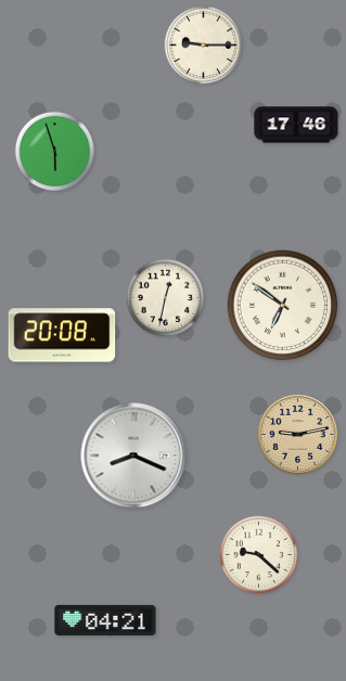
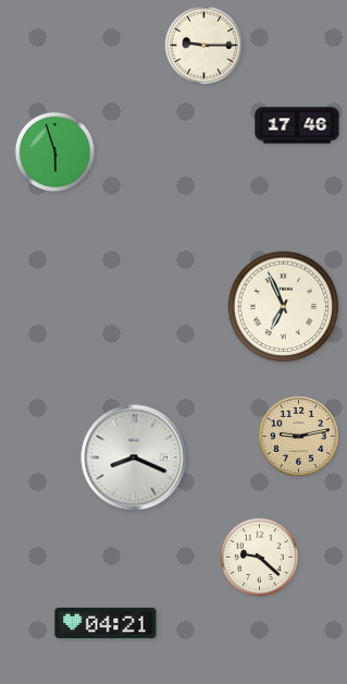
clock at (166, 298): 12:32 -> none
clock at (283, 306): 6:51 -> 6:56
clock at (62, 335): 20:08 -> none
